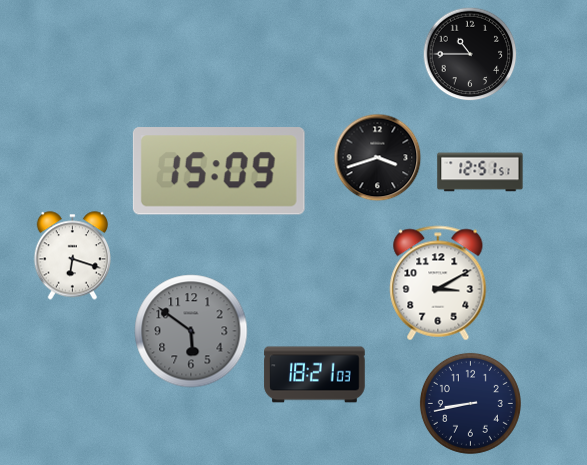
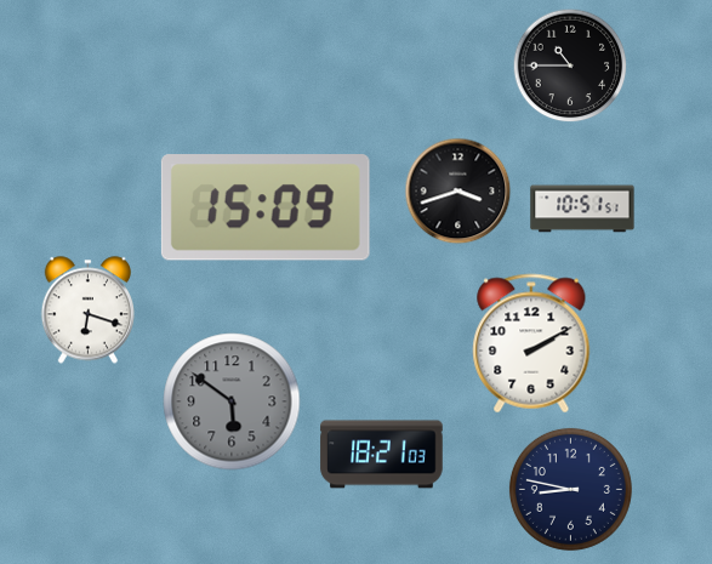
clock at (480, 172): 12:51 -> 10:51
clock at (438, 283): 3:10 -> 2:10
clock at (470, 403): 8:43 -> 8:47
